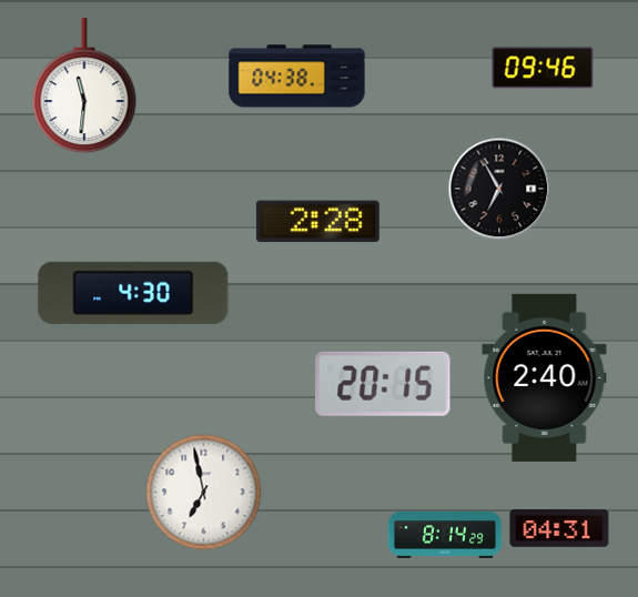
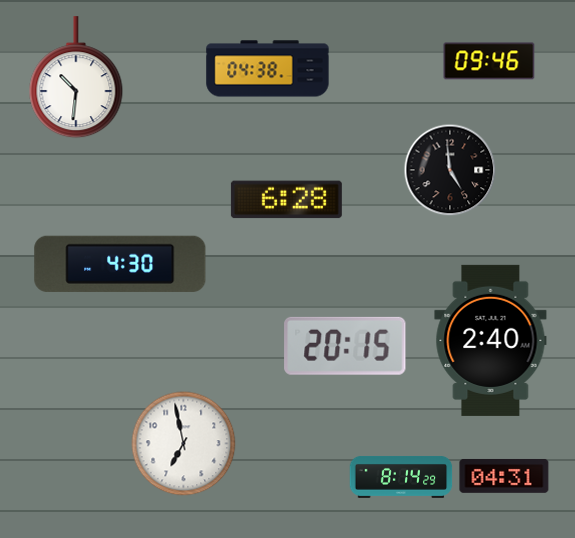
clock at (84, 87): 11:31 -> 10:31
clock at (499, 189): 6:55 -> 4:59
clock at (317, 222): 2:28 -> 6:28
clock at (445, 535) position: (445, 535) -> (401, 477)
